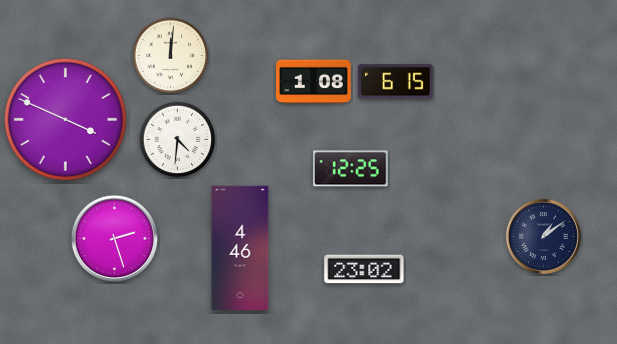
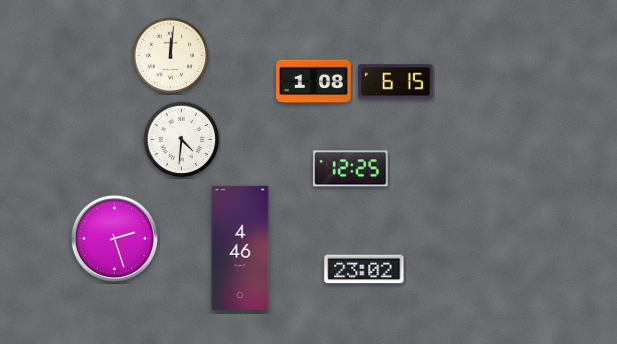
clock at (65, 119): 3:49 -> none
clock at (178, 140) position: (178, 140) -> (182, 140)
clock at (543, 236): 1:09 -> none
